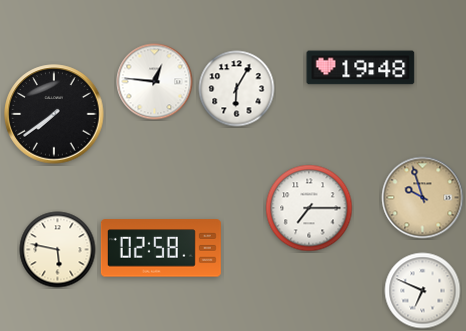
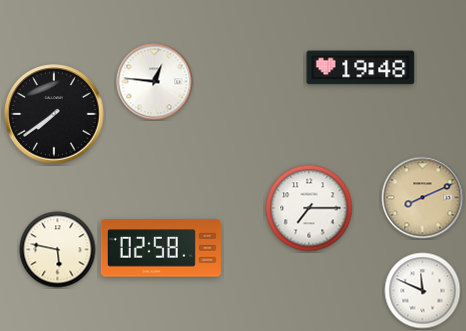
clock at (237, 89): 6:05 -> none
clock at (423, 198): 9:57 -> 8:11
clock at (423, 291): 6:49 -> 11:49
